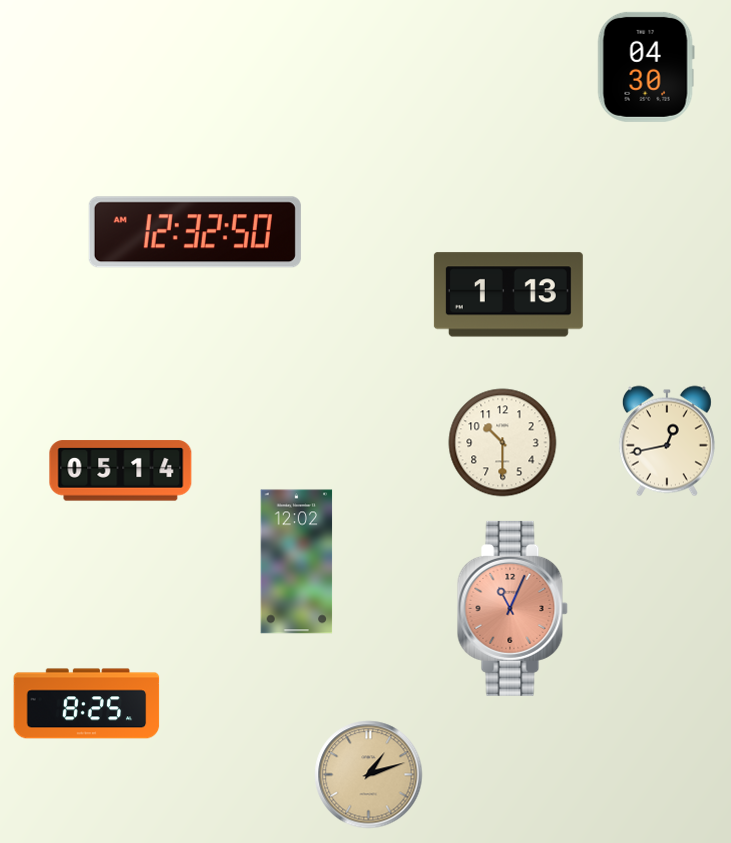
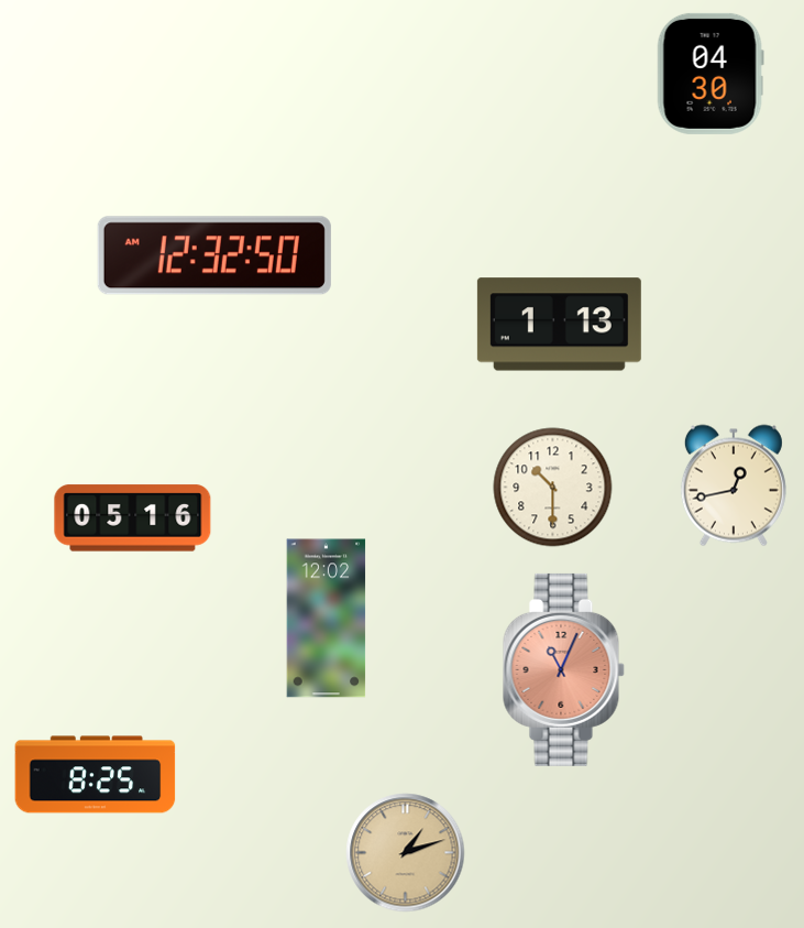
clock at (121, 471): 05:14 -> 05:16
